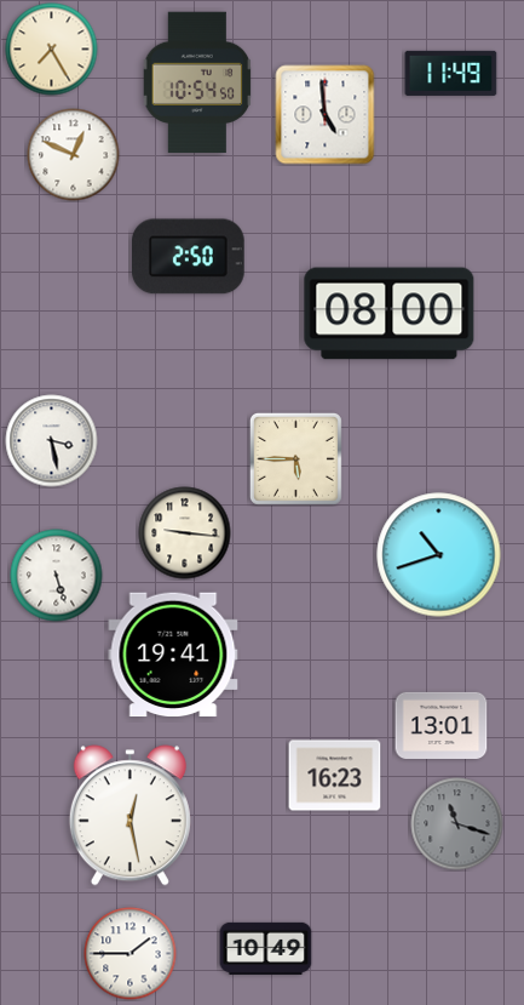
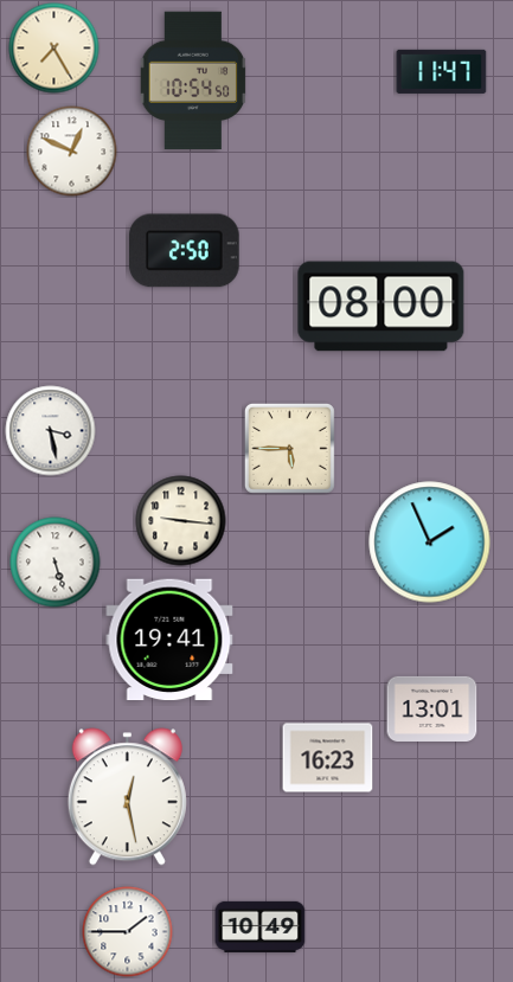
clock at (52, 50) position: (52, 50) -> (54, 49)
clock at (451, 73): 11:49 -> 11:47
clock at (326, 115): 4:59 -> none
clock at (439, 555): 10:42 -> 1:56
clock at (457, 824): 11:18 -> none
